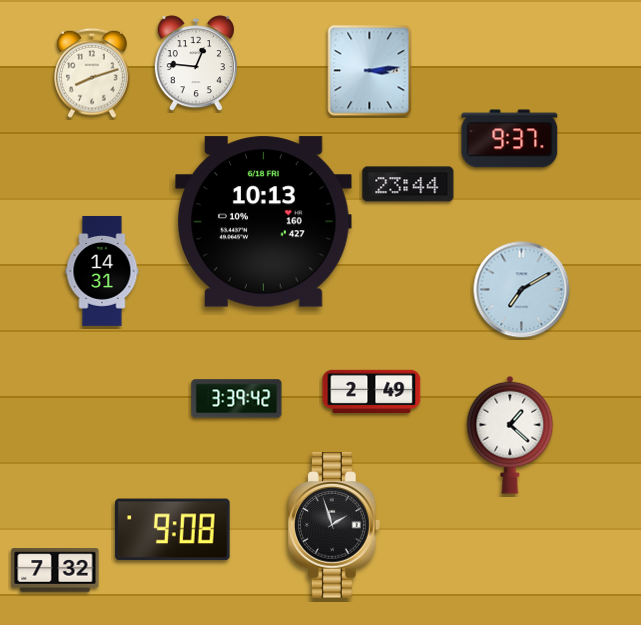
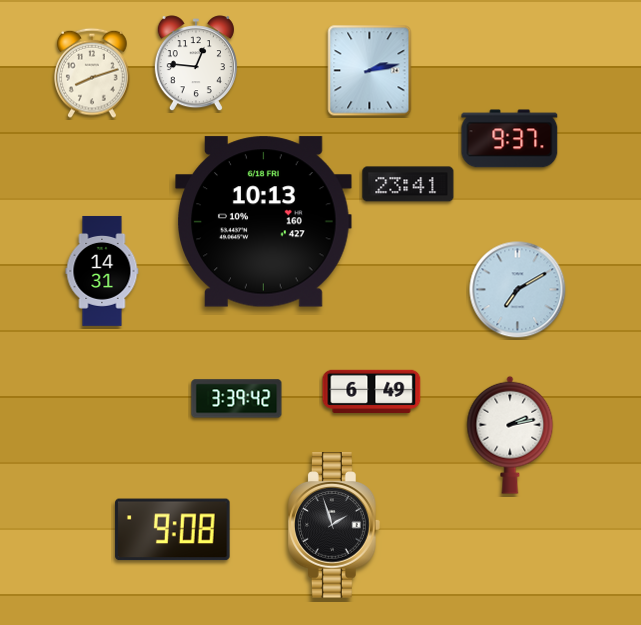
clock at (370, 71): 3:14 -> 2:13
clock at (408, 184): 23:44 -> 23:41
clock at (522, 290) position: (522, 290) -> (518, 290)
clock at (372, 391): 2:49 -> 6:49
clock at (510, 435): 1:22 -> 2:13
clock at (55, 570): 7:32 -> none
